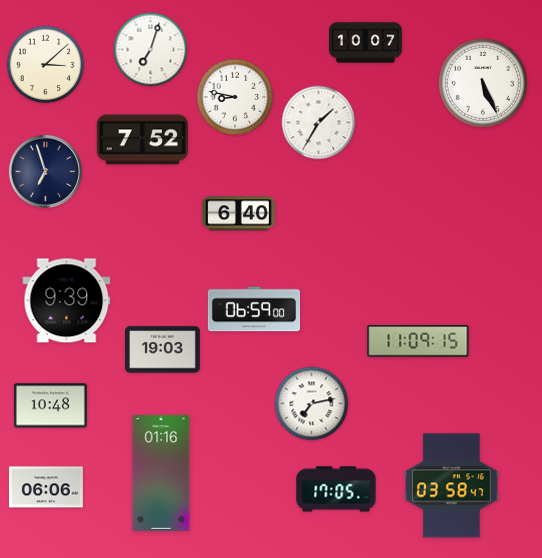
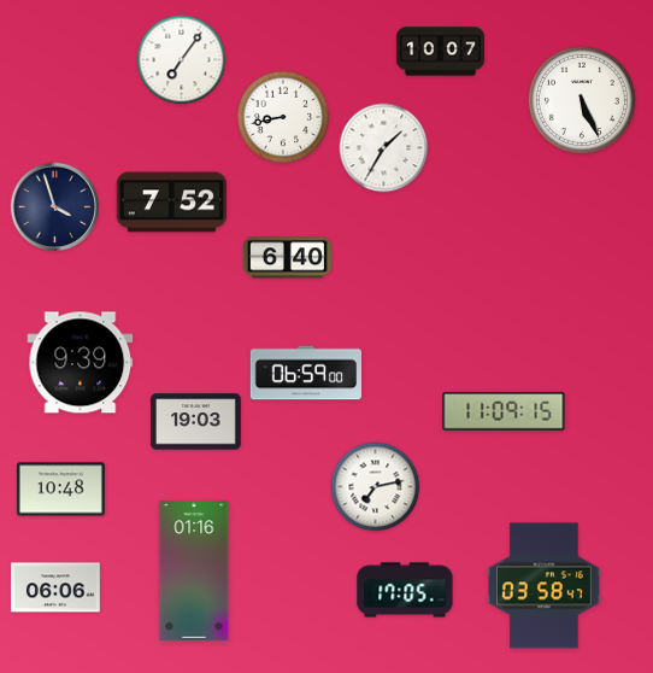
clock at (151, 50): 7:03 -> 7:06
clock at (46, 65): 3:08 -> none
clock at (235, 97): 8:47 -> 8:43
clock at (142, 140) position: (142, 140) -> (171, 203)
clock at (45, 171): 6:57 -> 3:57
